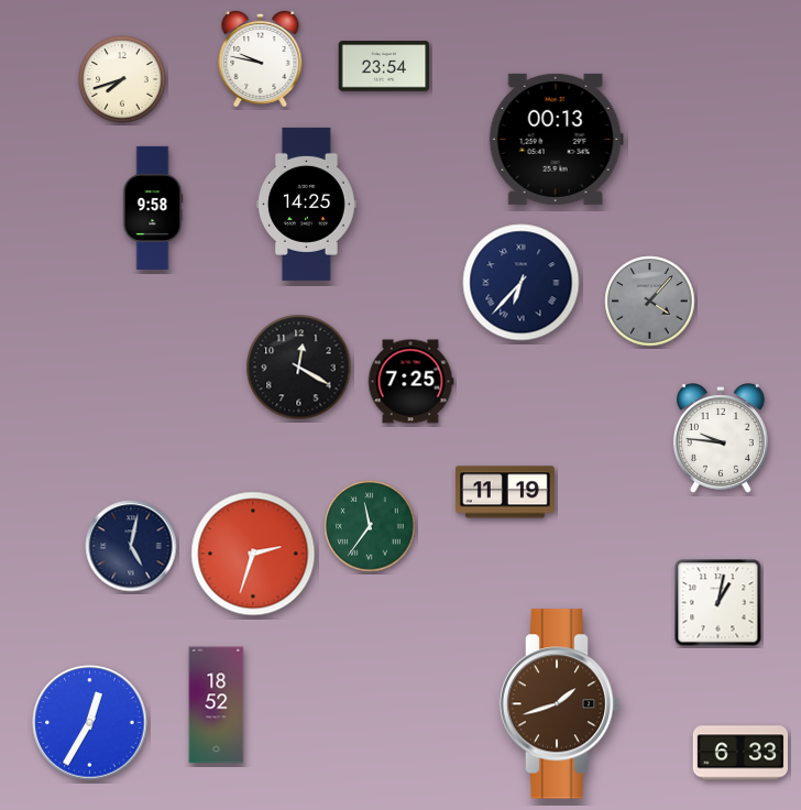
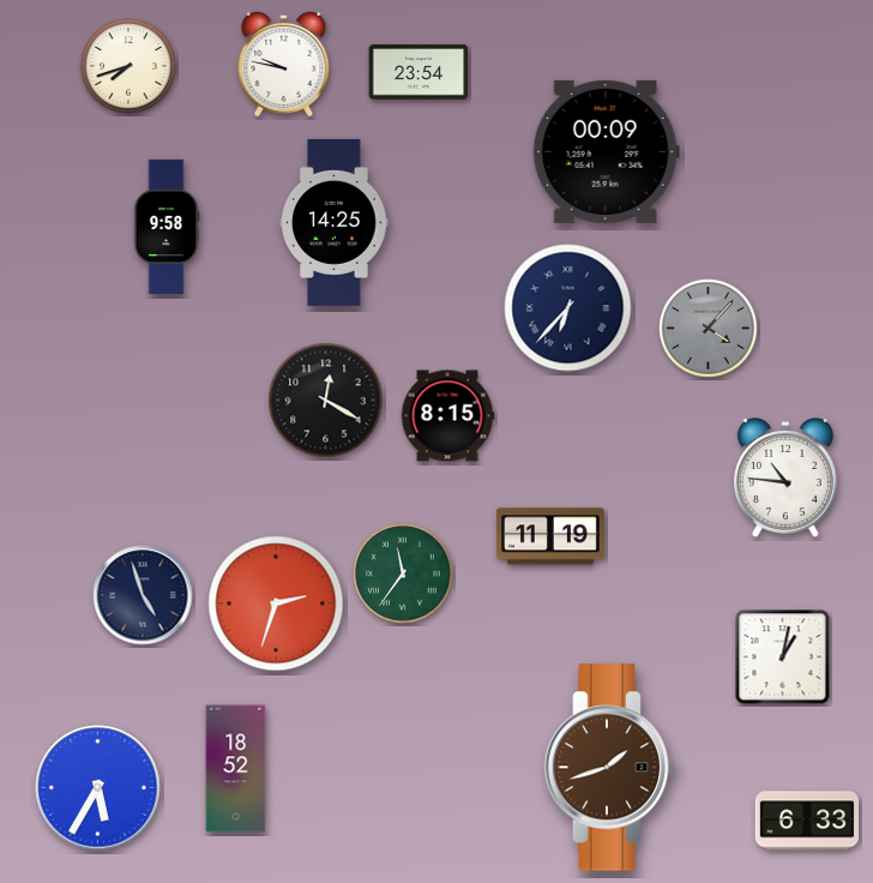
clock at (122, 79) position: (122, 79) -> (128, 66)
clock at (556, 139): 00:13 -> 00:09
clock at (410, 382): 7:25 -> 8:15
clock at (721, 439): 9:46 -> 10:46
clock at (131, 546): 5:02 -> 4:57
clock at (90, 723): 12:35 -> 5:35
